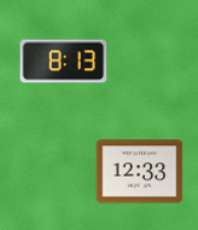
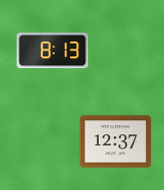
clock at (140, 172): 12:33 -> 12:37
